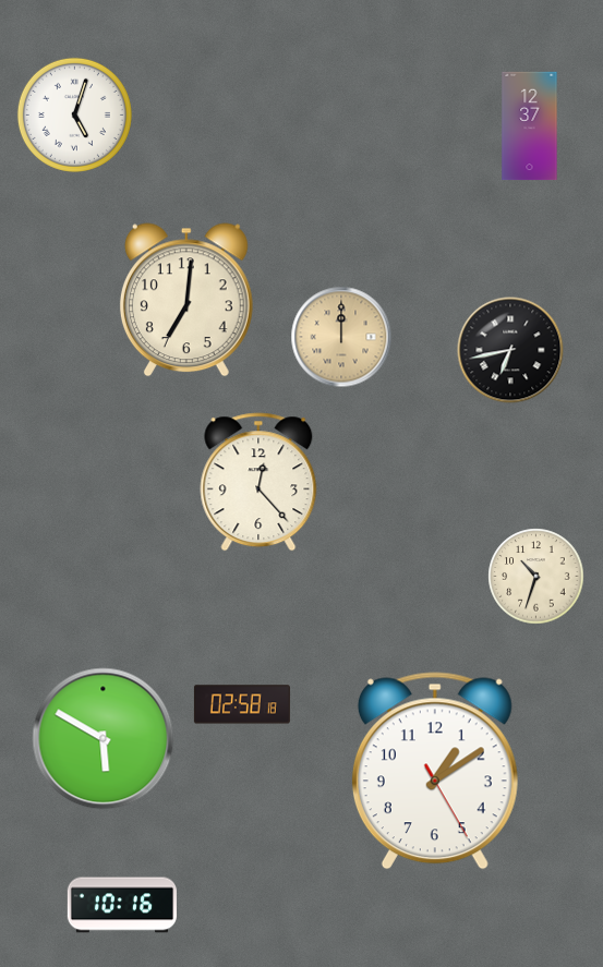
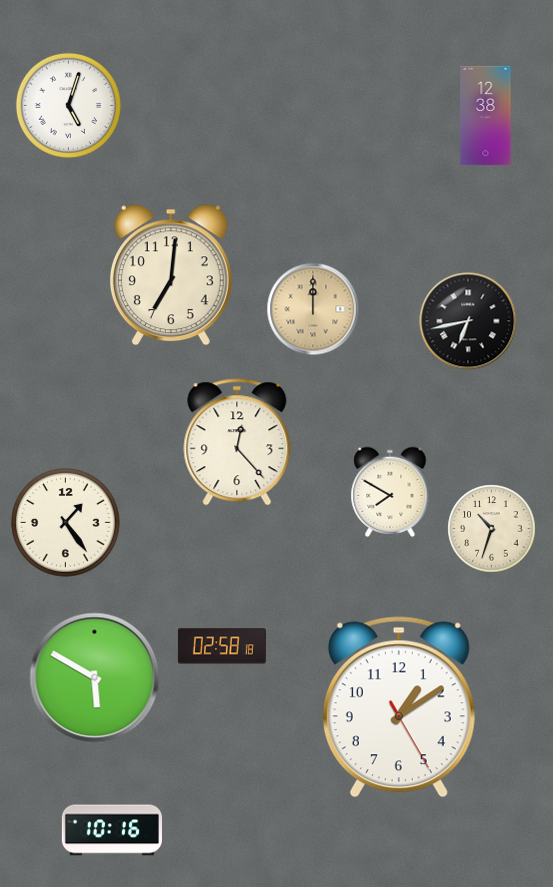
clock at (530, 126): 12:37 -> 12:38
clock at (390, 492): none -> 7:50
clock at (66, 523): none -> 1:24
